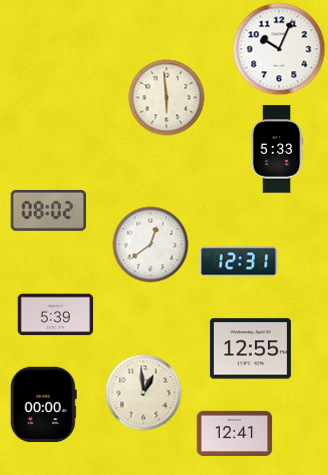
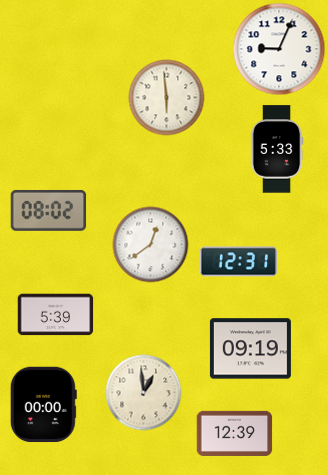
clock at (279, 49): 10:04 -> 9:04
clock at (250, 349): 12:55 -> 09:19
clock at (235, 433): 12:41 -> 12:39
